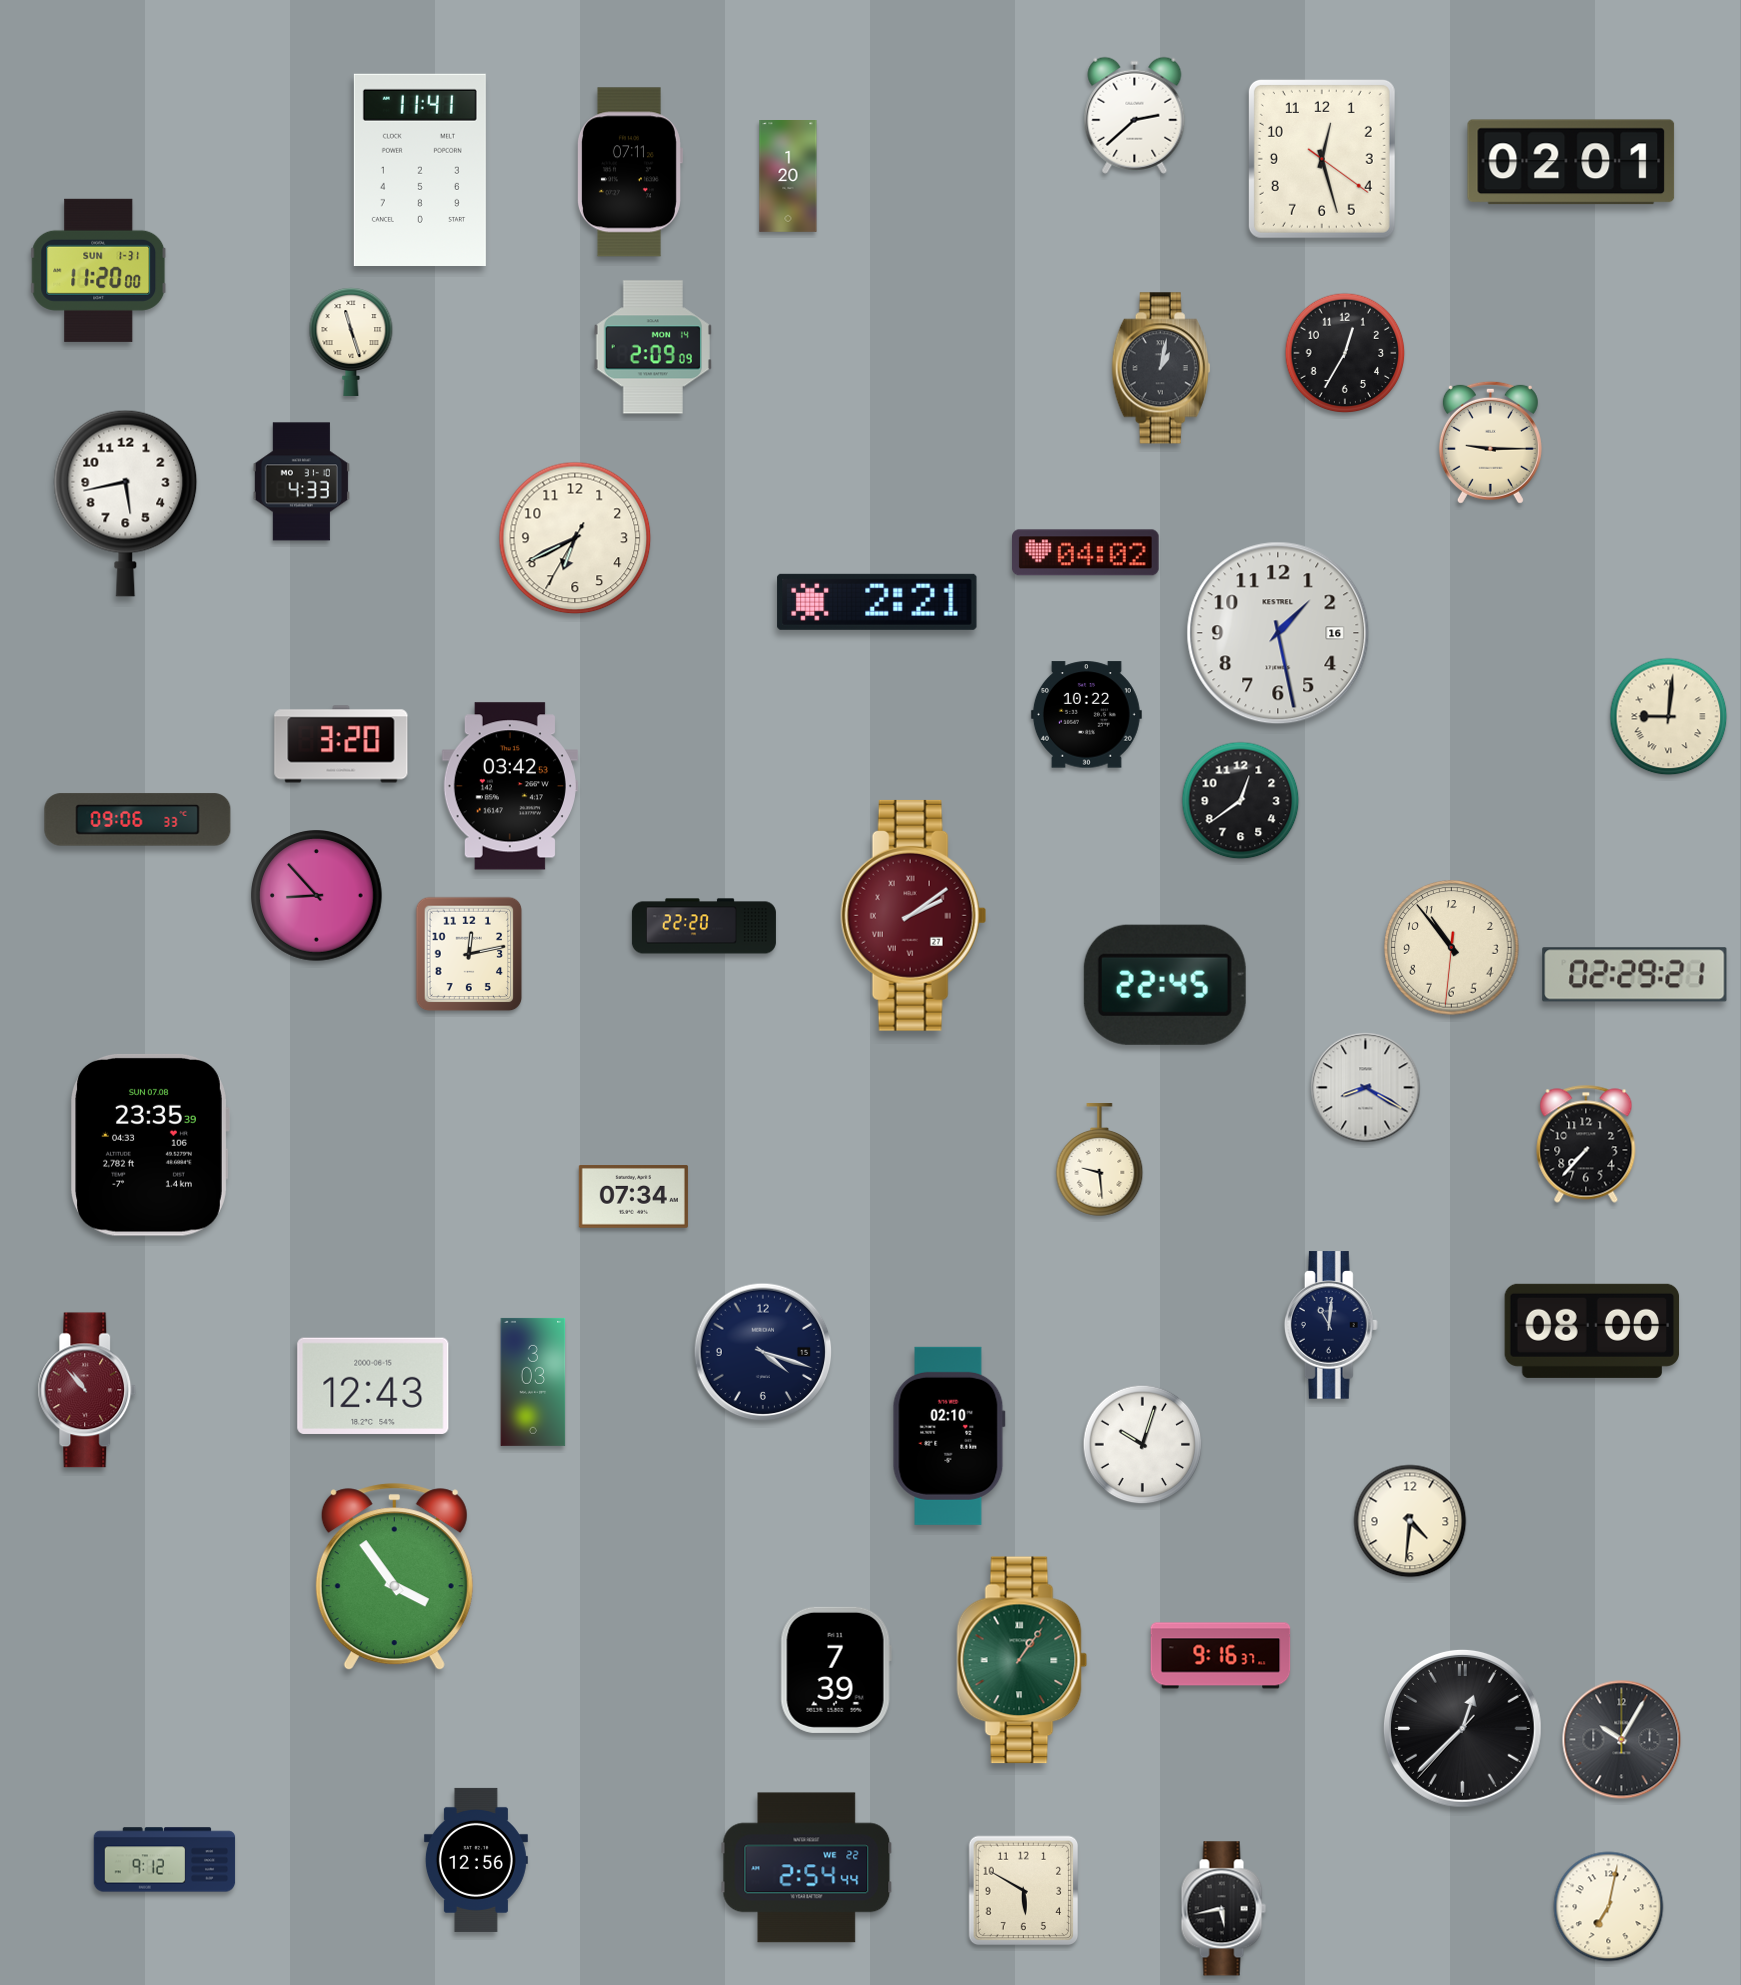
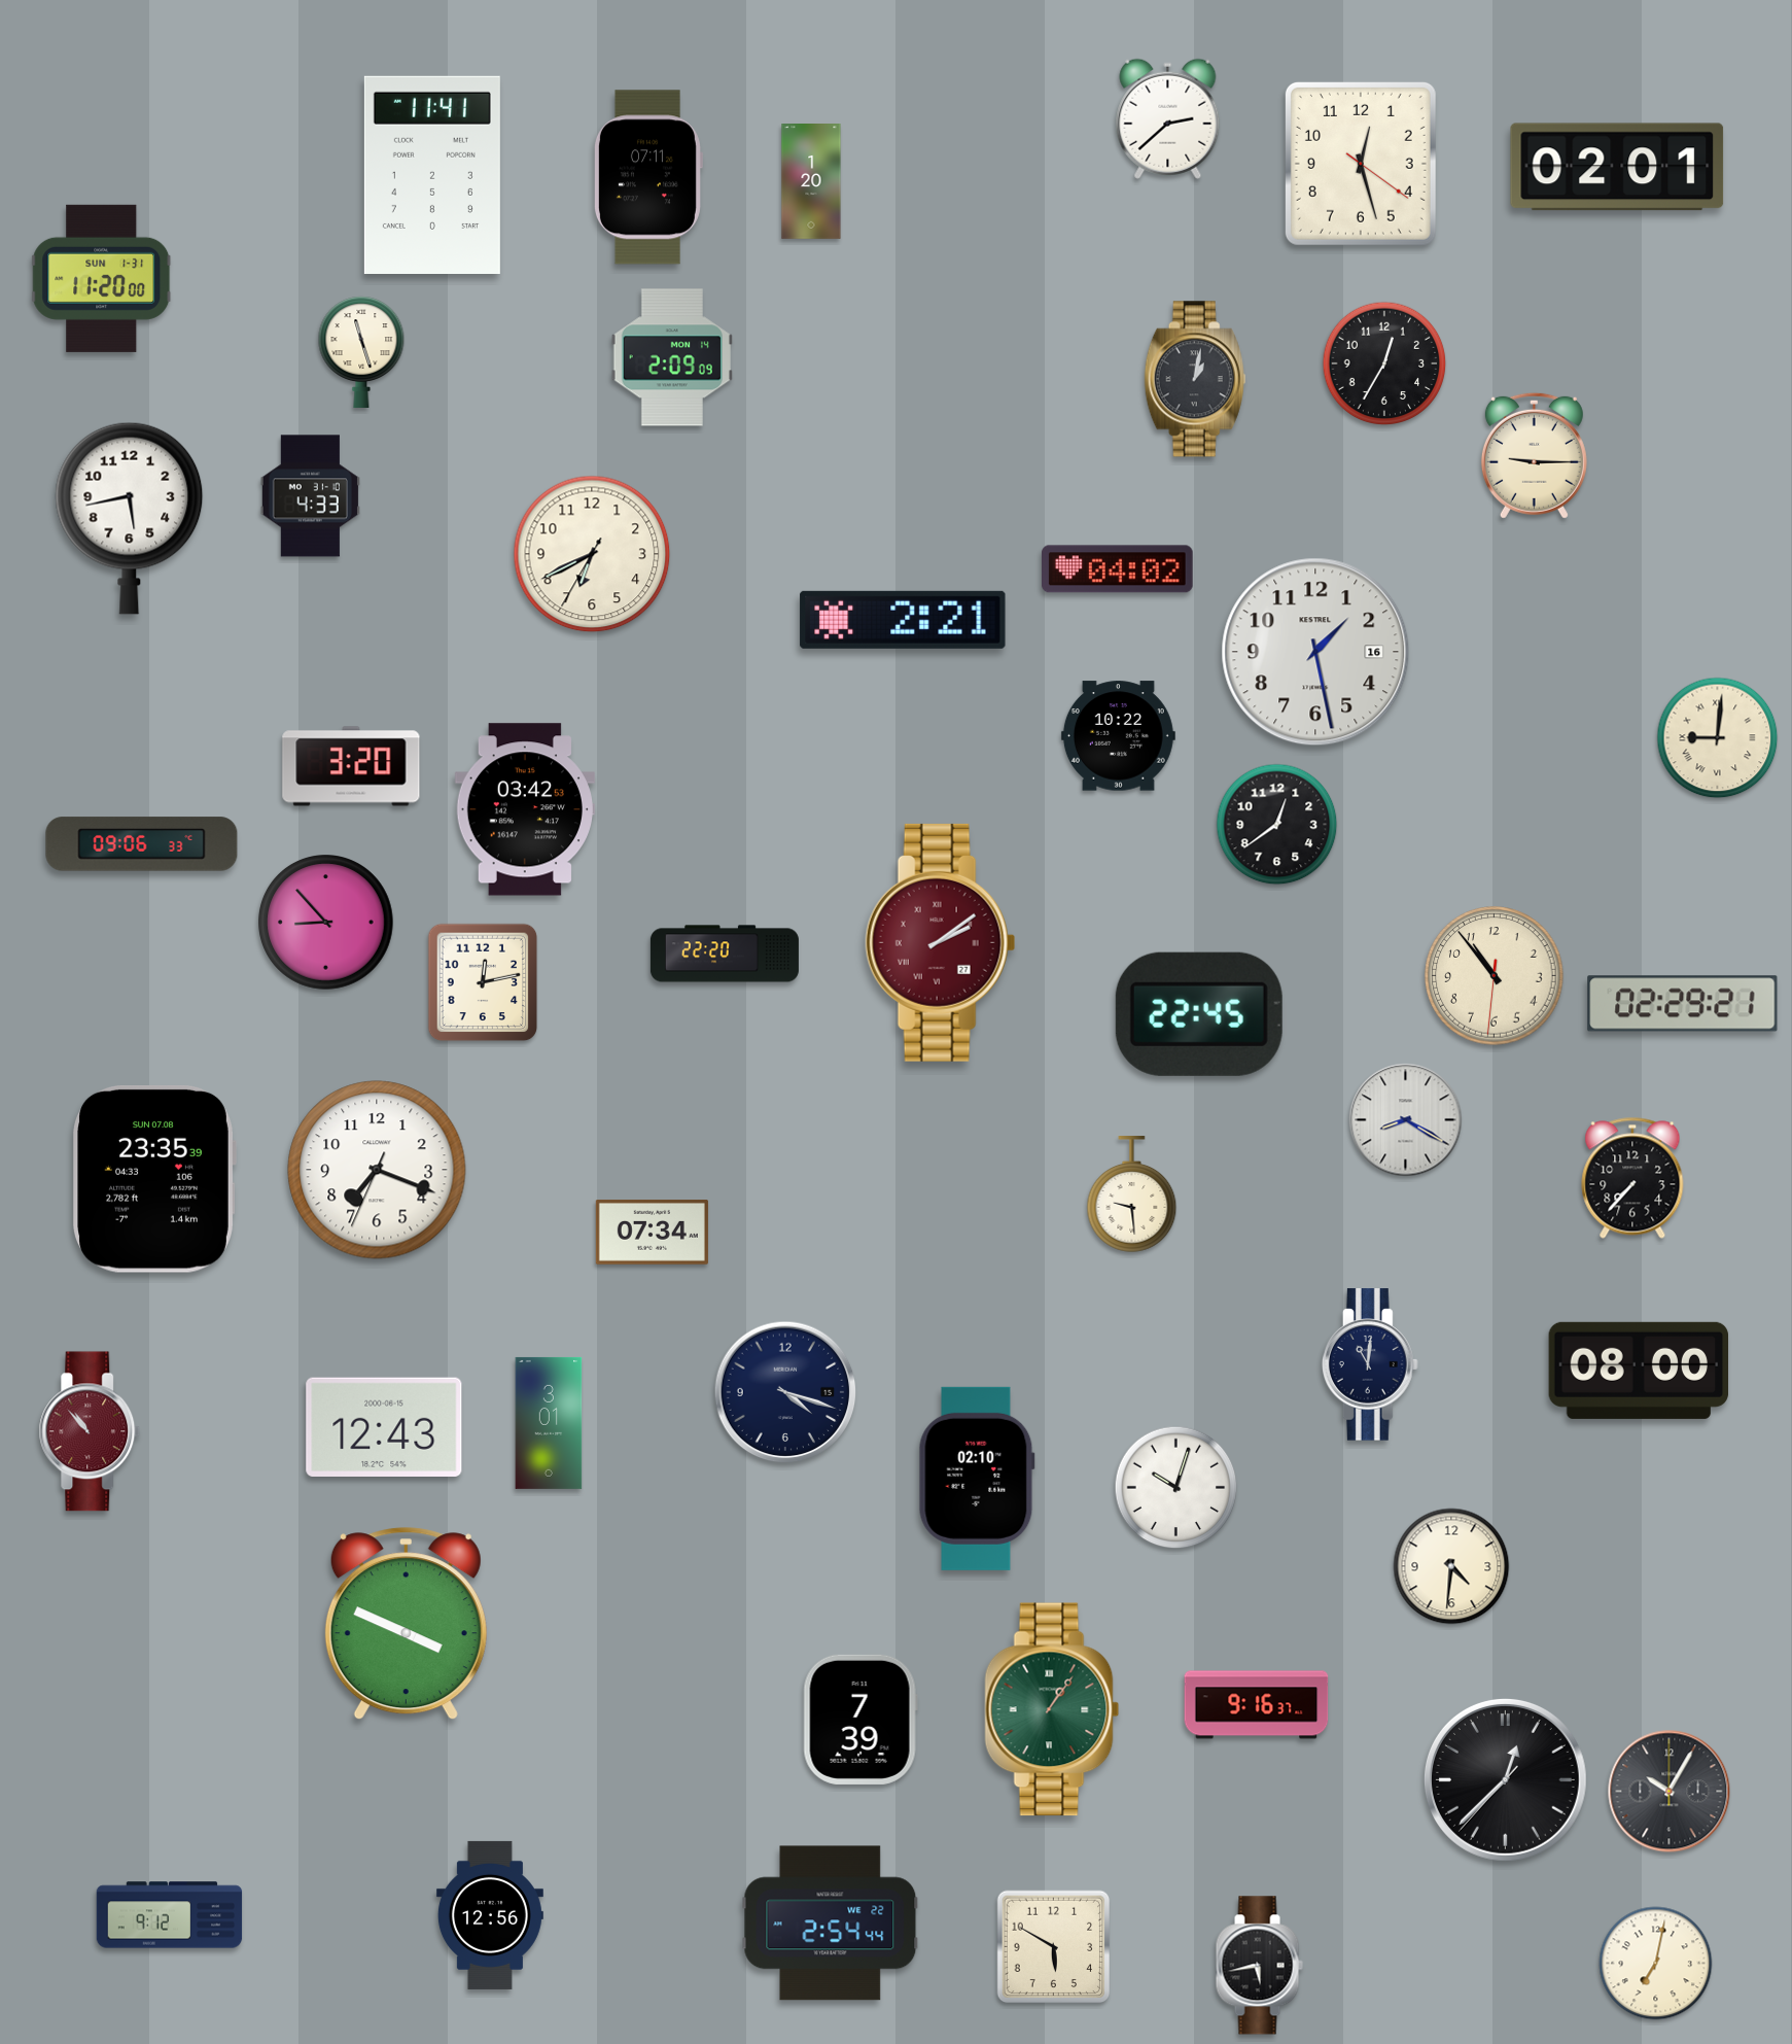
clock at (377, 1170): none -> 7:18
clock at (533, 1382): 3:03 -> 3:01
clock at (394, 1577): 3:54 -> 3:49
